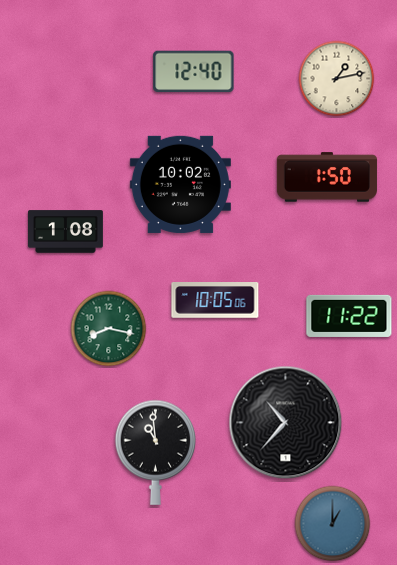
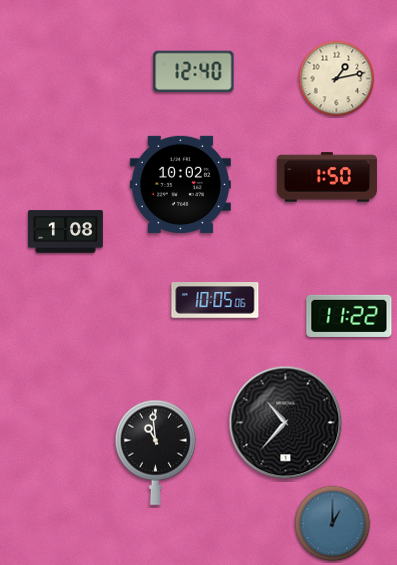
clock at (109, 329): 8:17 -> none
